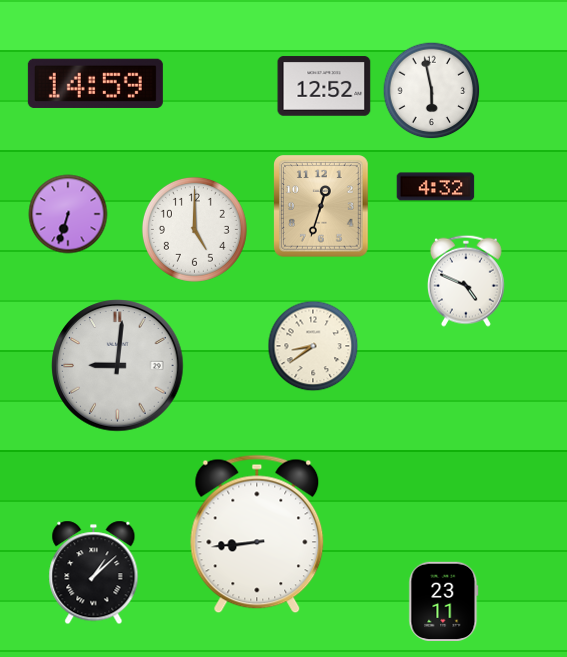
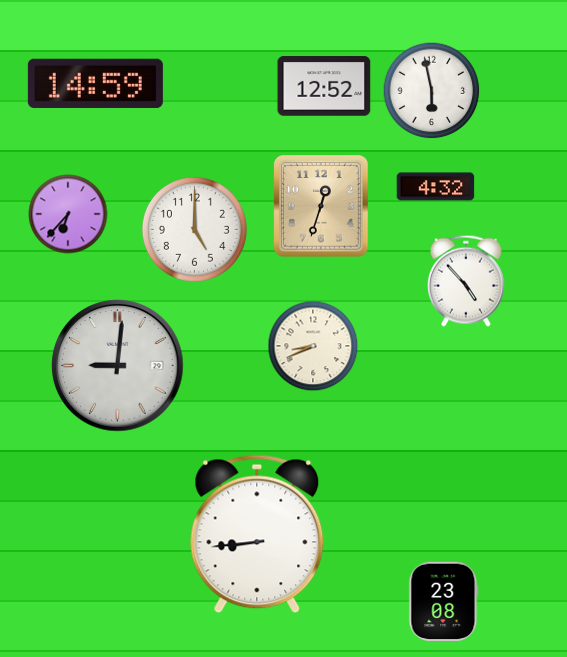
clock at (68, 214): 6:33 -> 6:37
clock at (466, 281): 4:49 -> 4:53
clock at (313, 346): 8:39 -> 8:41
clock at (94, 573): 1:08 -> none
clock at (444, 601): 23:11 -> 23:08
